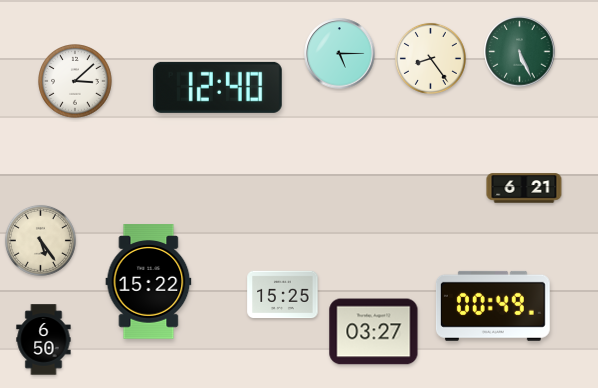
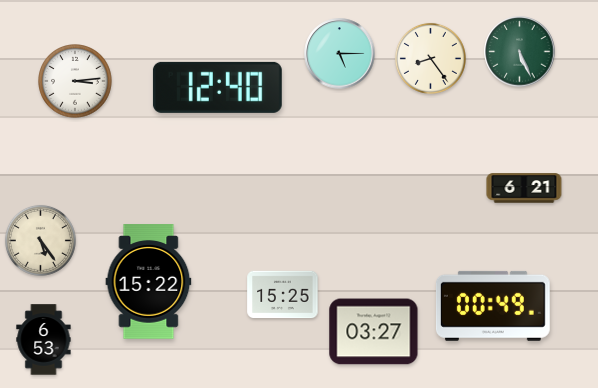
clock at (75, 81): 3:08 -> 3:14
clock at (44, 340): 6:50 -> 6:53
